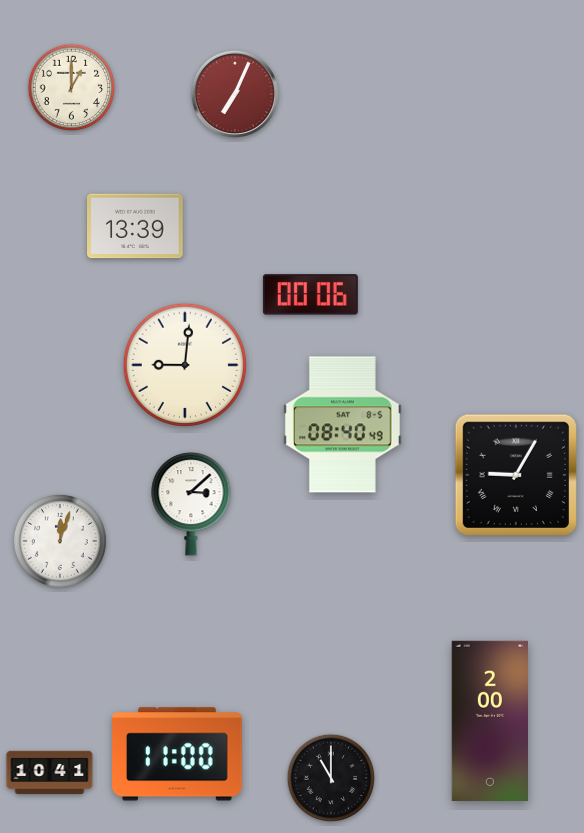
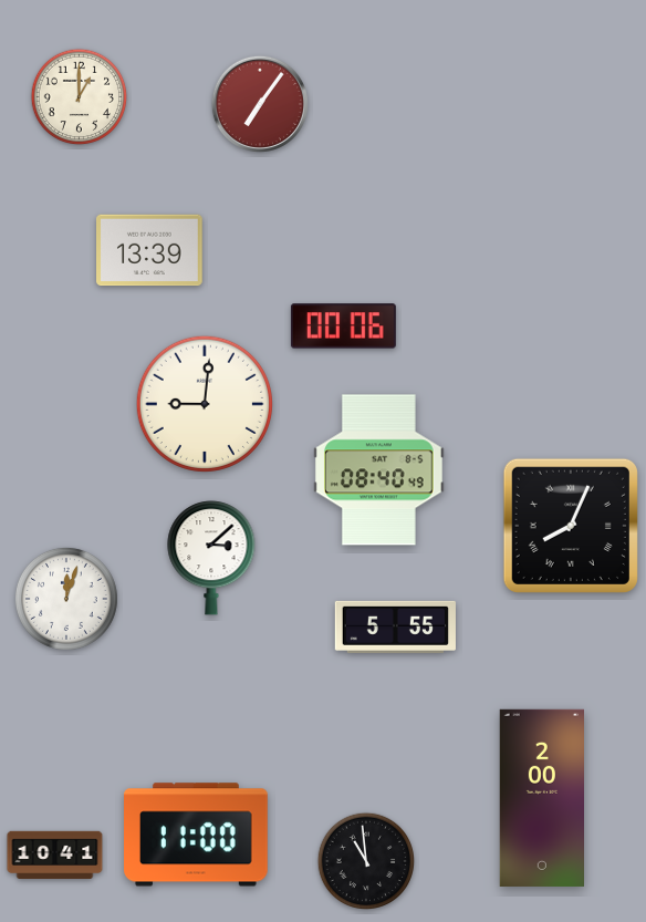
clock at (235, 94): 7:04 -> 7:06
clock at (516, 475): 9:05 -> 8:04
clock at (395, 626): none -> 5:55
clock at (330, 777): 11:00 -> 10:59
